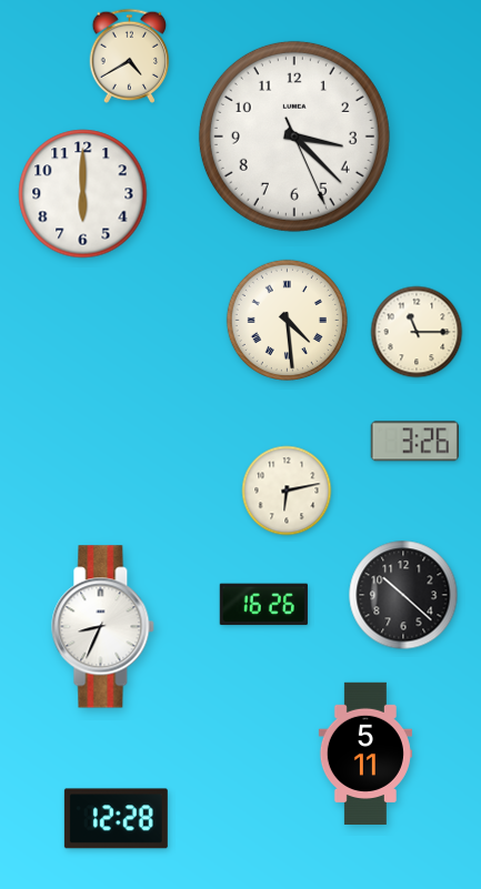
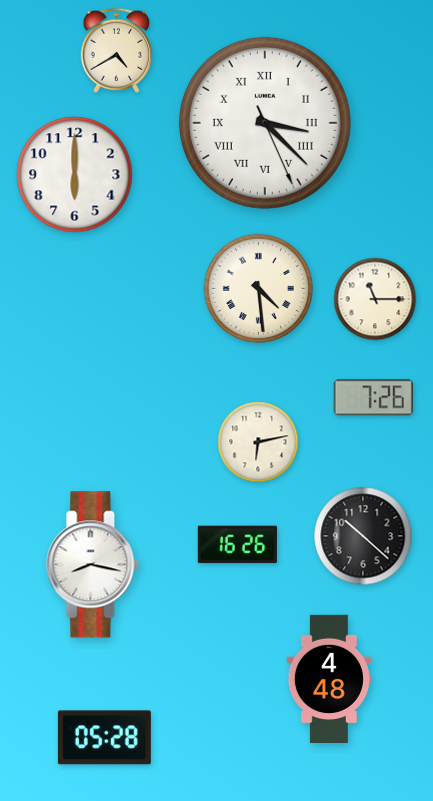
clock at (294, 137) numerals: Arabic -> Roman
clock at (414, 442): 3:26 -> 7:26
clock at (103, 627): 8:34 -> 8:17
clock at (365, 752): 5:11 -> 4:48
clock at (116, 819): 12:28 -> 05:28
